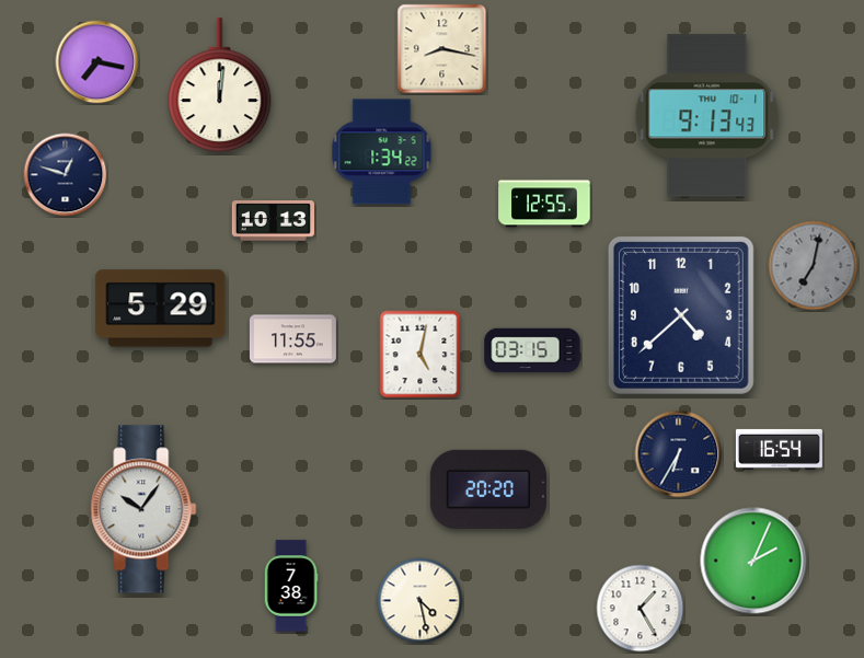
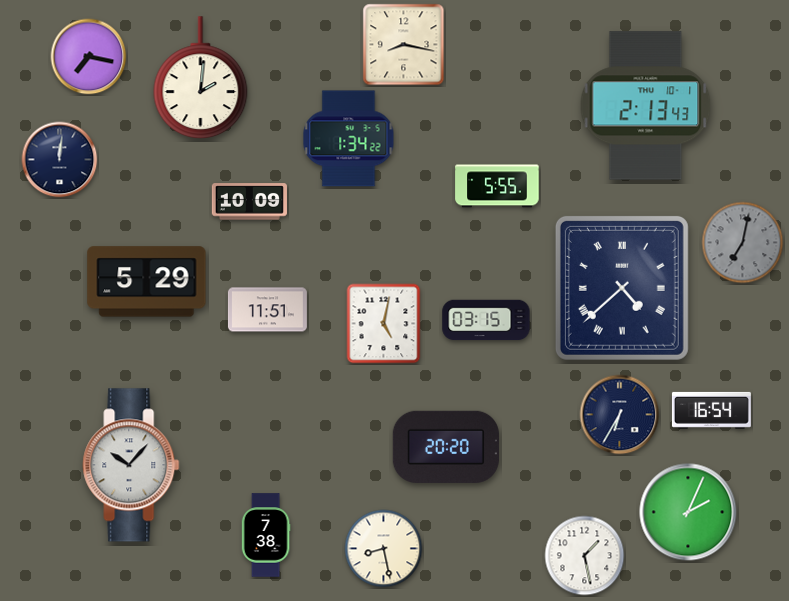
clock at (220, 85): 12:01 -> 2:01
clock at (707, 116): 9:13 -> 2:13
clock at (66, 175): 12:48 -> 12:01
clock at (544, 204): 12:55 -> 5:55
clock at (273, 221): 10:13 -> 10:09
clock at (681, 315) numerals: Arabic -> Roman
clock at (292, 339): 11:55 -> 11:51
clock at (143, 509): 10:06 -> 10:07
clock at (421, 601): 4:28 -> 8:28
clock at (641, 609): 1:25 -> 1:28
